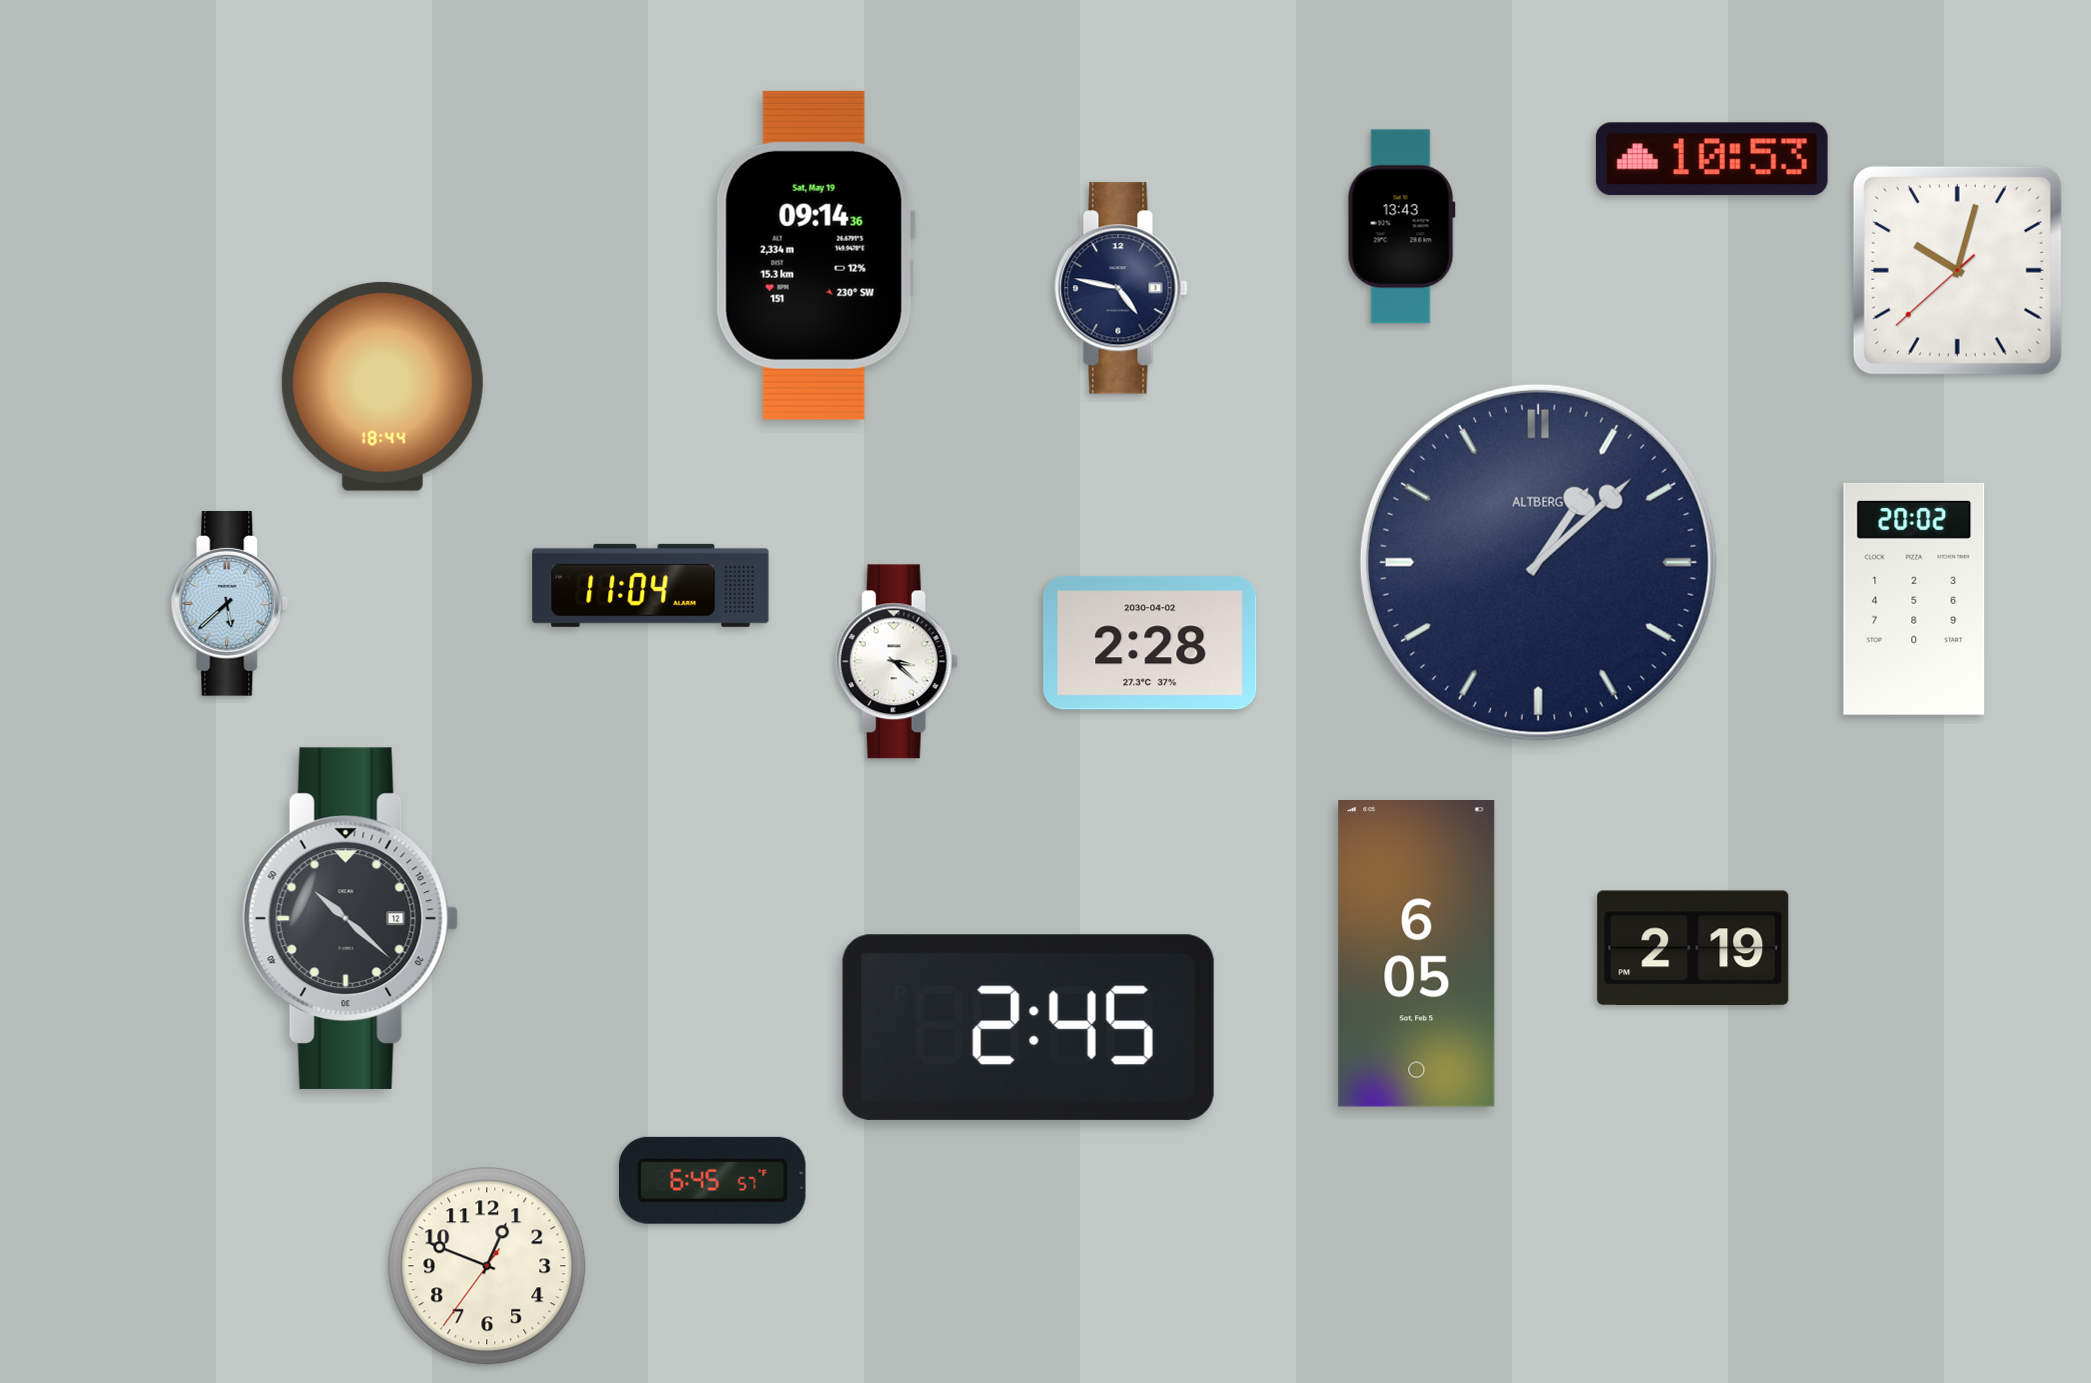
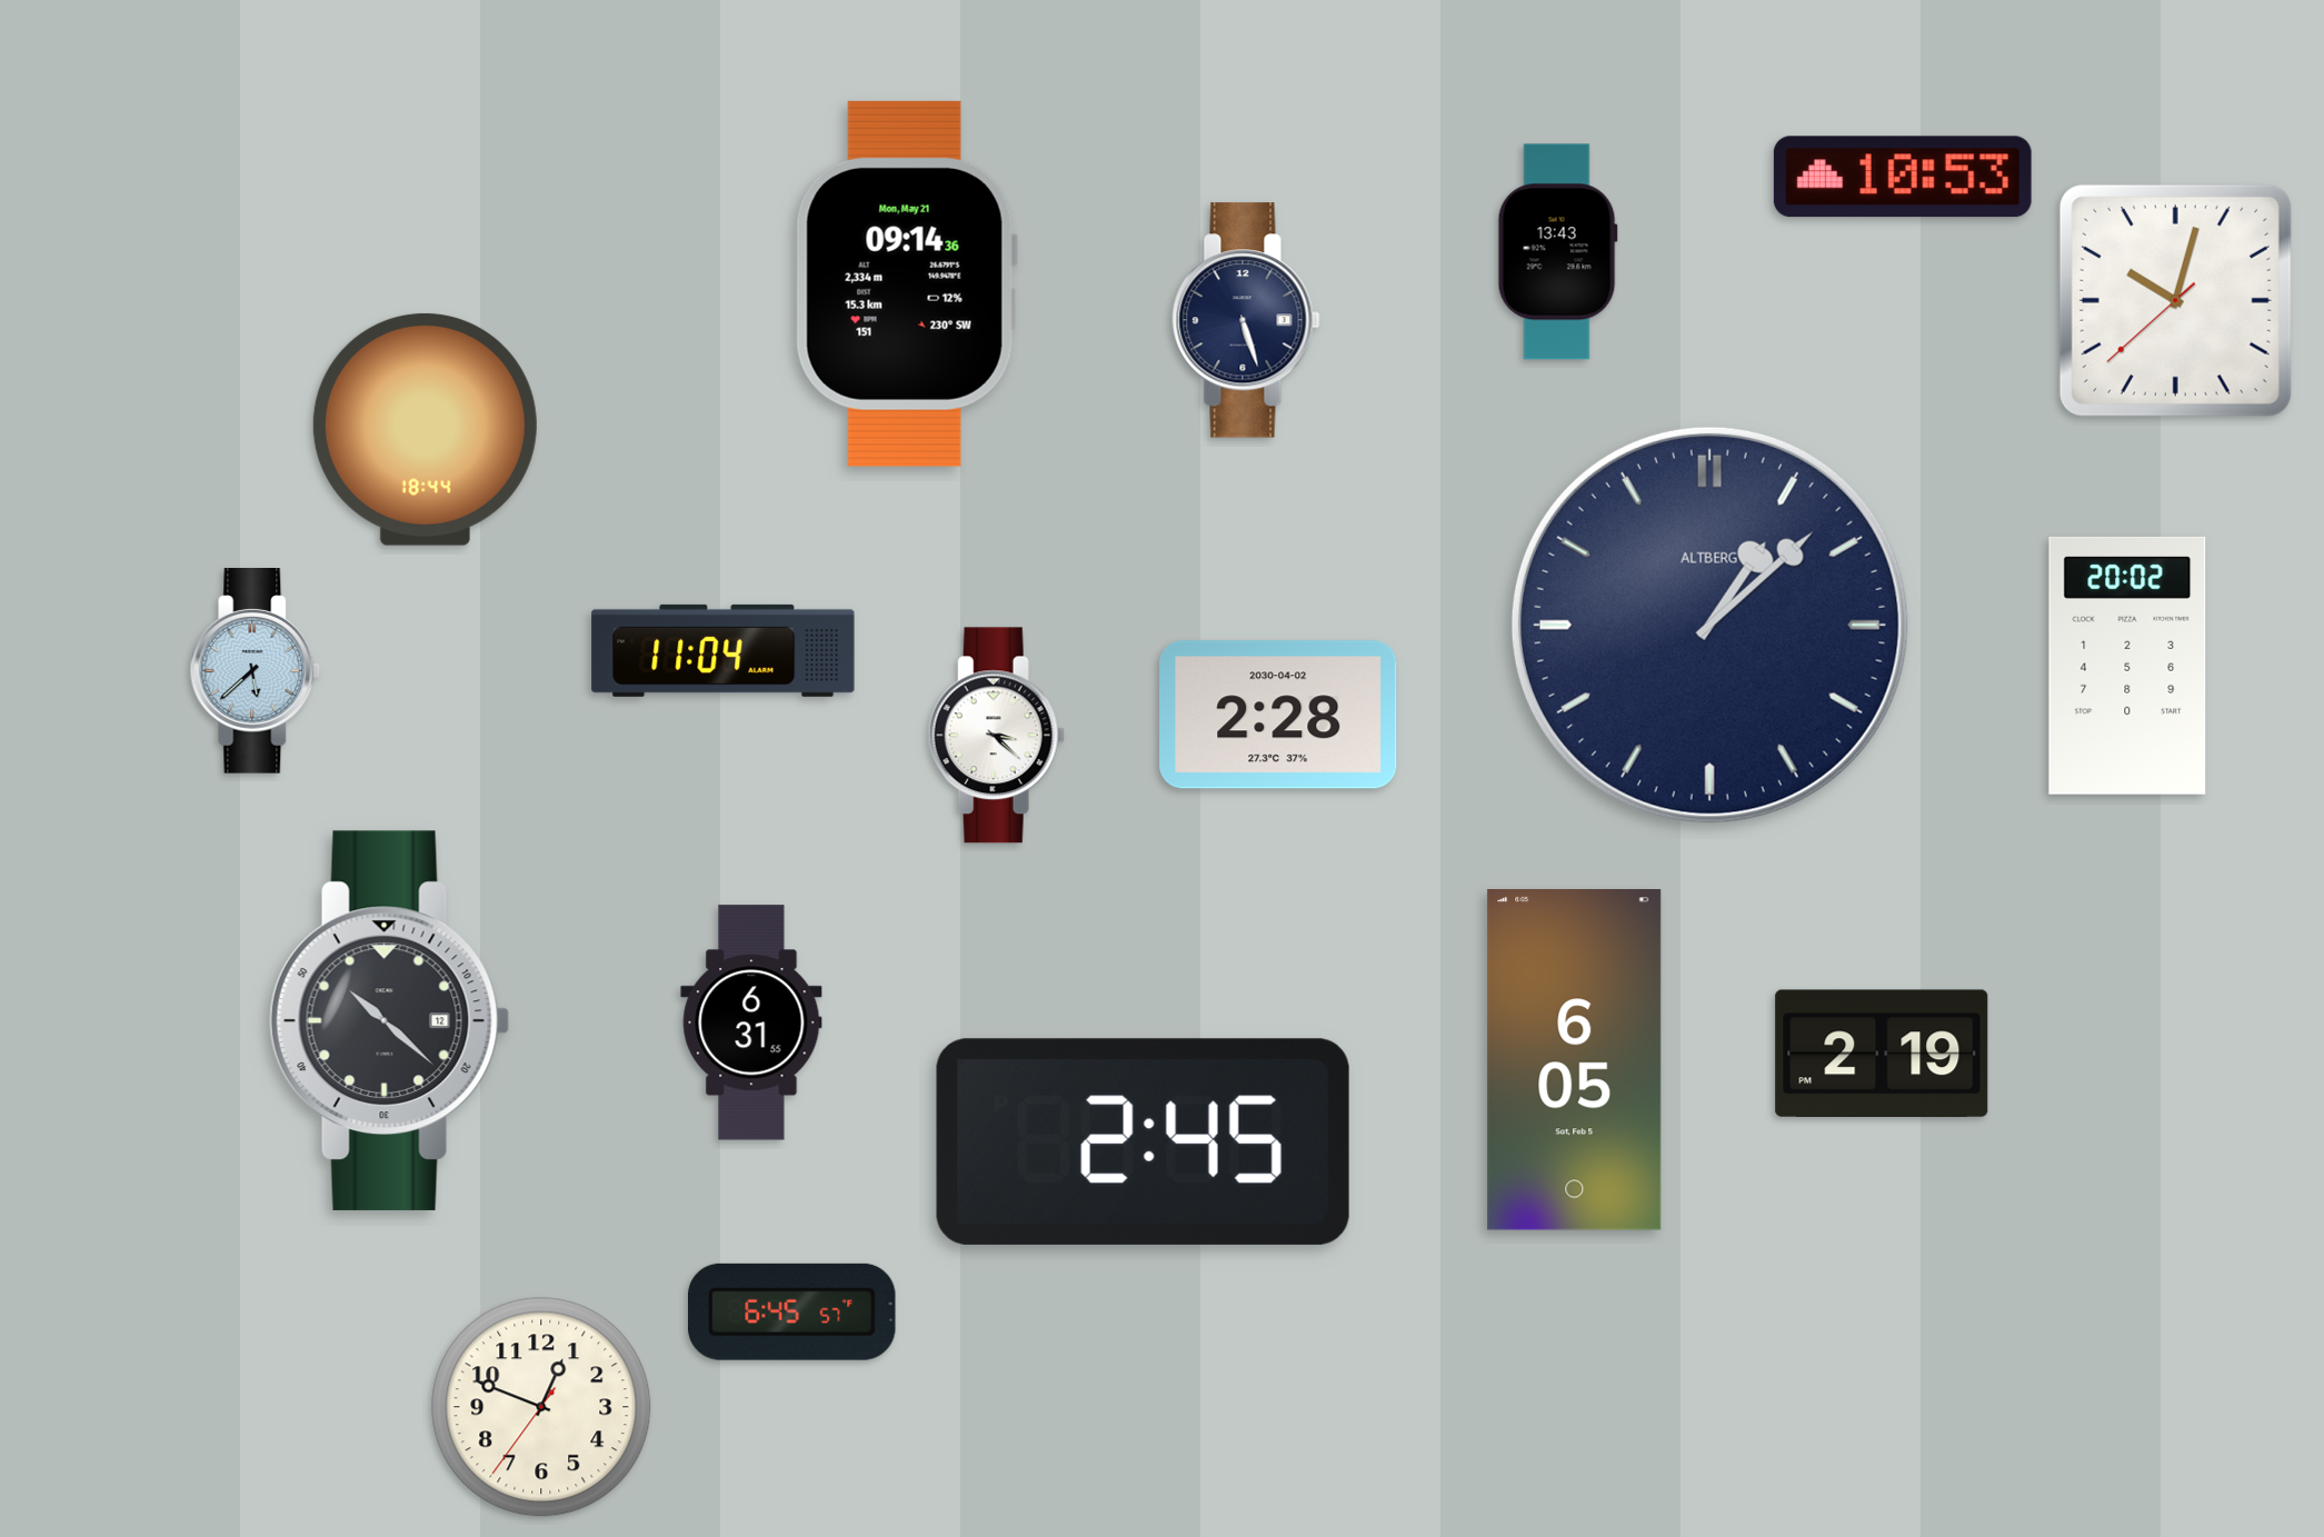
clock at (815, 255) date: Sat, May 19 -> Mon, May 21
clock at (1121, 288): 4:47 -> 5:27
clock at (751, 1022): none -> 6:31
